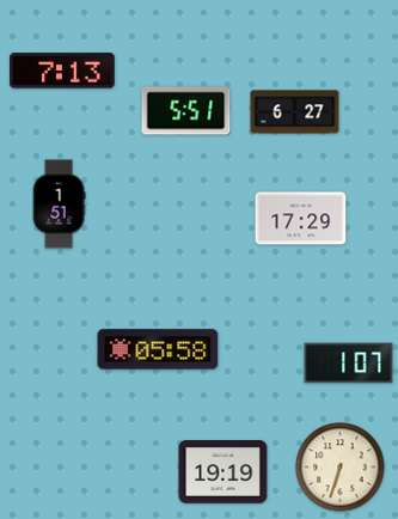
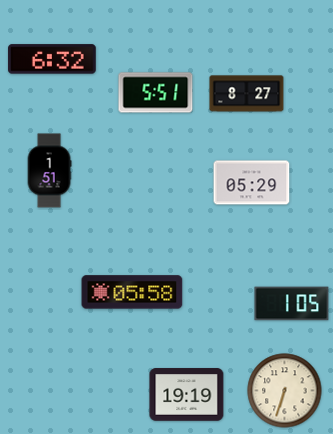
clock at (62, 71): 7:13 -> 6:32
clock at (295, 112): 6:27 -> 8:27
clock at (301, 219): 17:29 -> 05:29
clock at (349, 364): 1:07 -> 1:05
